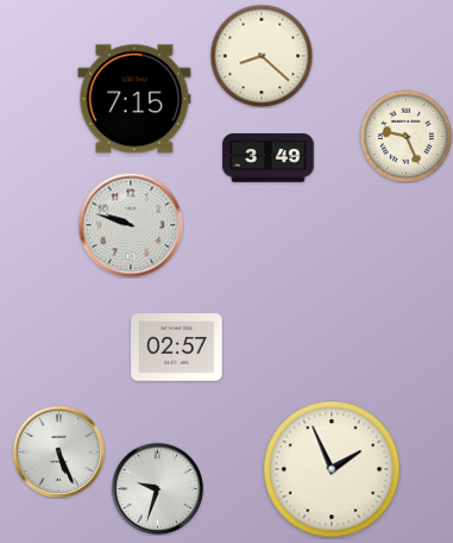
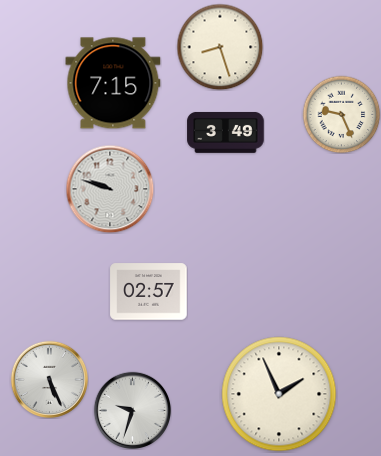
clock at (262, 56): 8:22 -> 8:27
